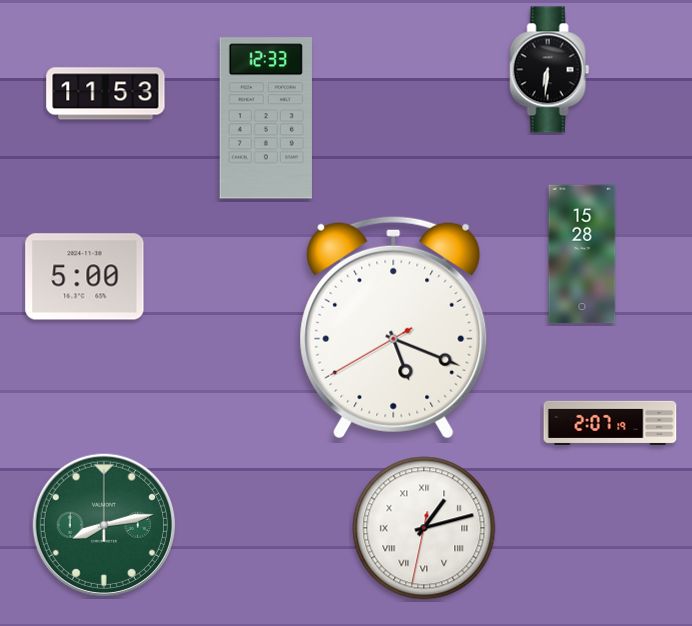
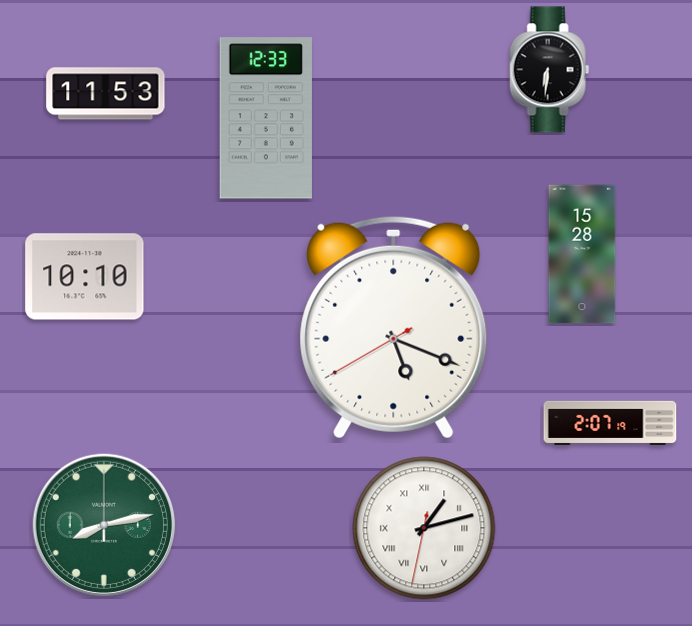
clock at (85, 277): 5:00 -> 10:10
